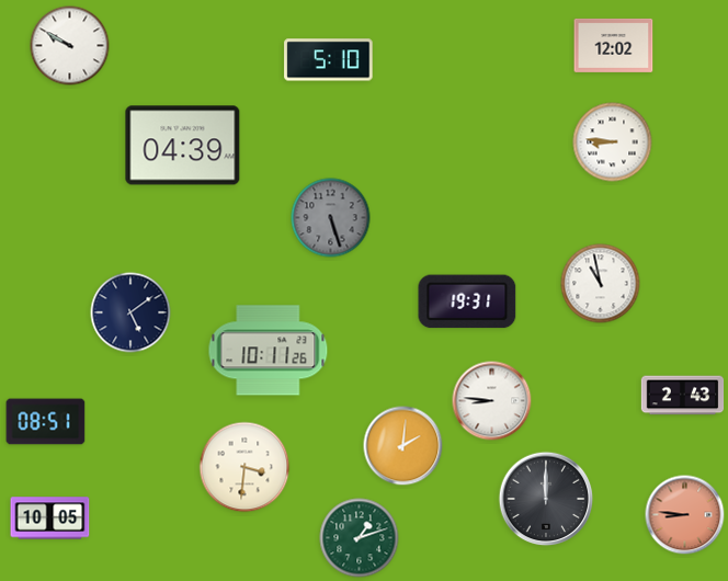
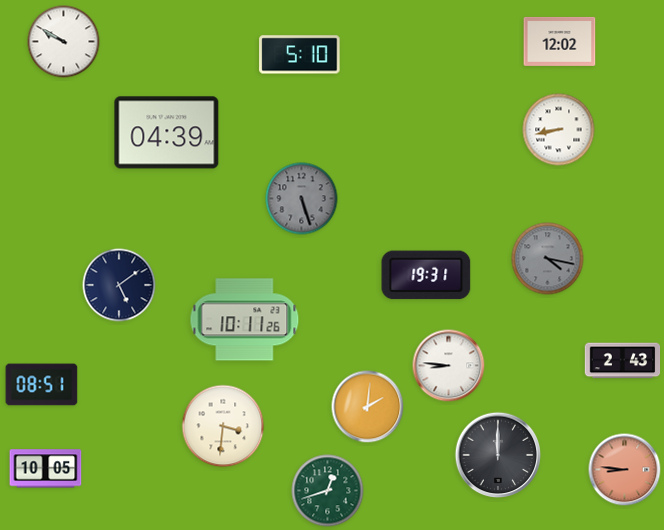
clock at (613, 143): 8:46 -> 8:43
clock at (601, 284): 10:58 -> 4:17
clock at (601, 284) dial: white -> grey
clock at (50, 519) position: (50, 519) -> (46, 469)
clock at (360, 538): 1:12 -> 12:42
